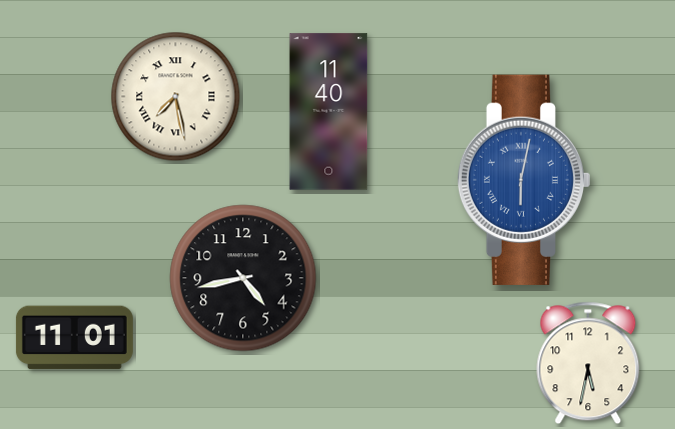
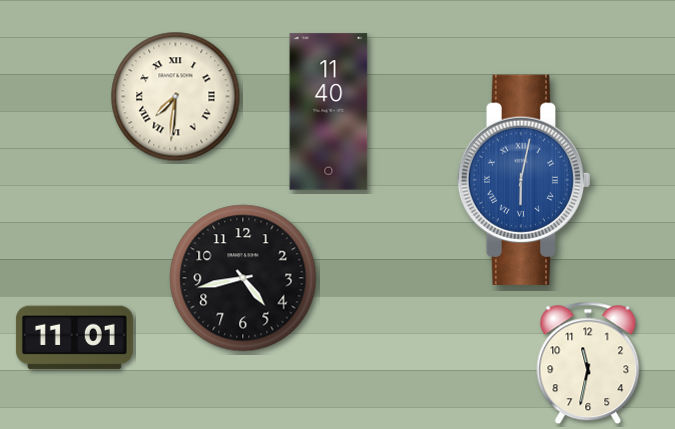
clock at (176, 97): 7:28 -> 7:31
clock at (588, 363): 5:32 -> 11:32
